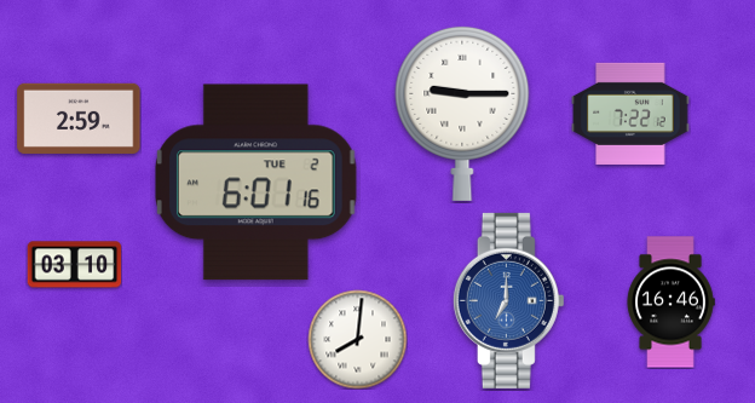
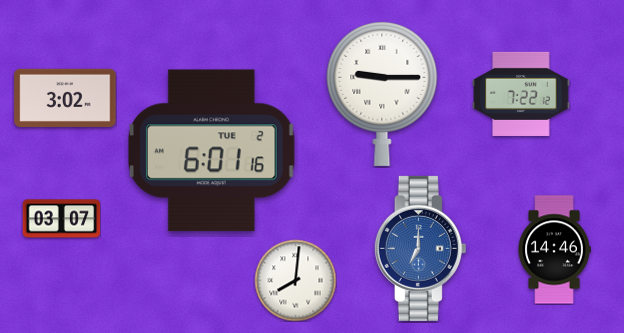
clock at (79, 119): 2:59 -> 3:02
clock at (74, 265): 03:10 -> 03:07
clock at (670, 303): 16:46 -> 14:46
